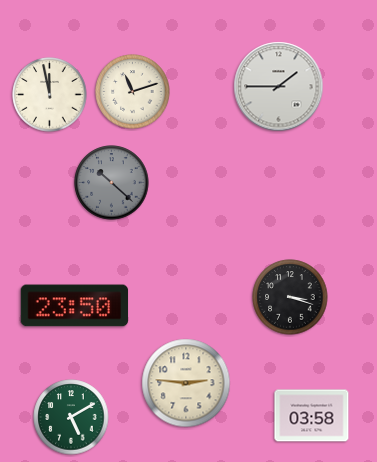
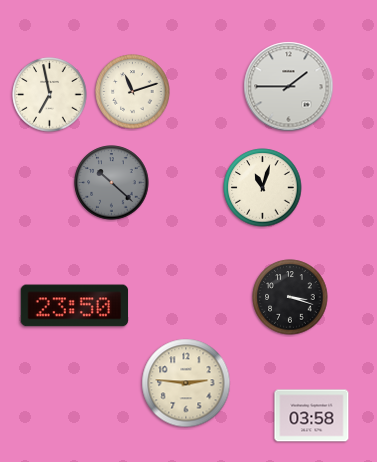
clock at (279, 87) position: (279, 87) -> (289, 87)
clock at (50, 95): 11:58 -> 6:58
clock at (263, 188): none -> 11:03
clock at (71, 417): 5:10 -> none
